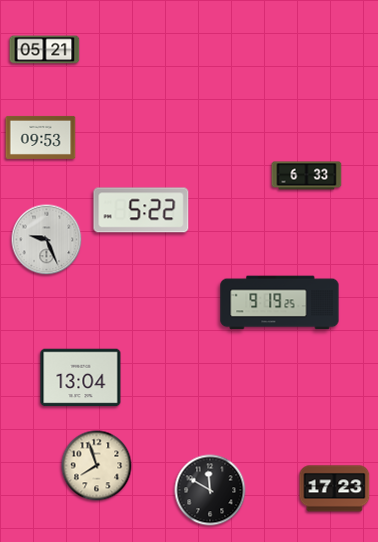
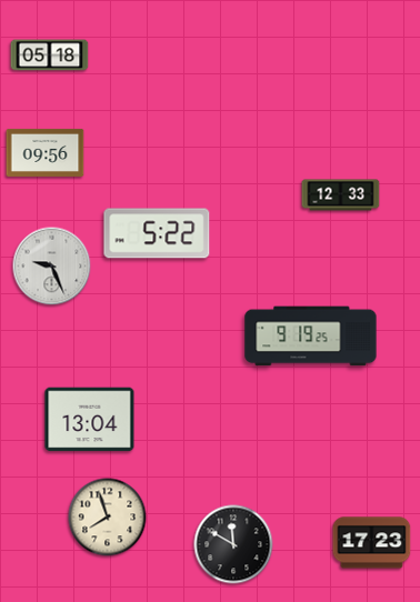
clock at (45, 50): 05:21 -> 05:18
clock at (41, 137): 09:53 -> 09:56
clock at (307, 176): 6:33 -> 12:33
